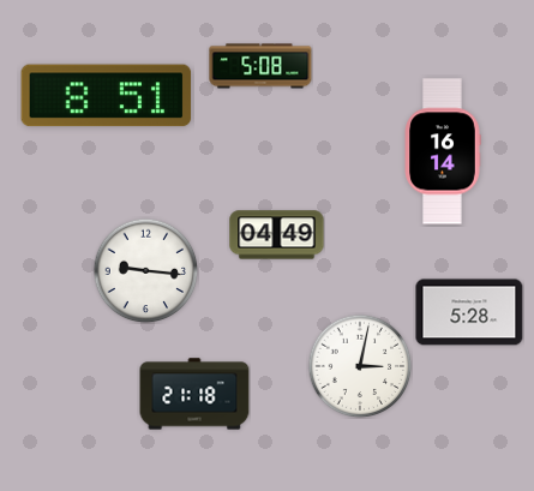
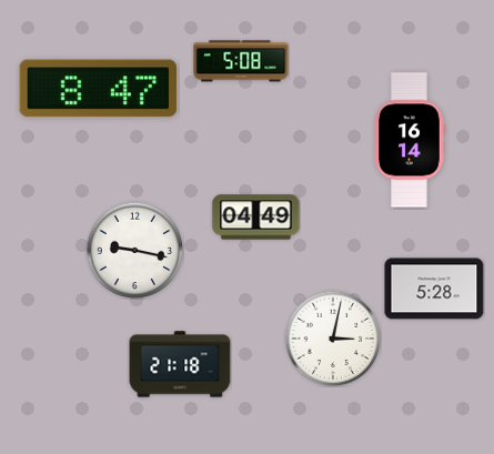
clock at (107, 96): 8:51 -> 8:47
clock at (145, 270): 9:16 -> 9:17
